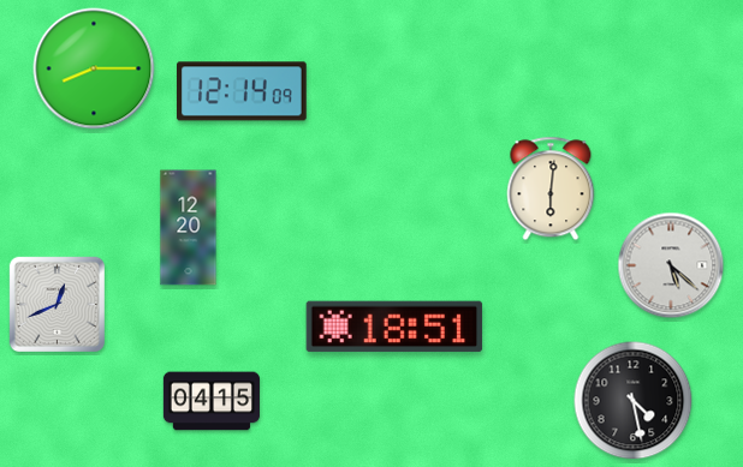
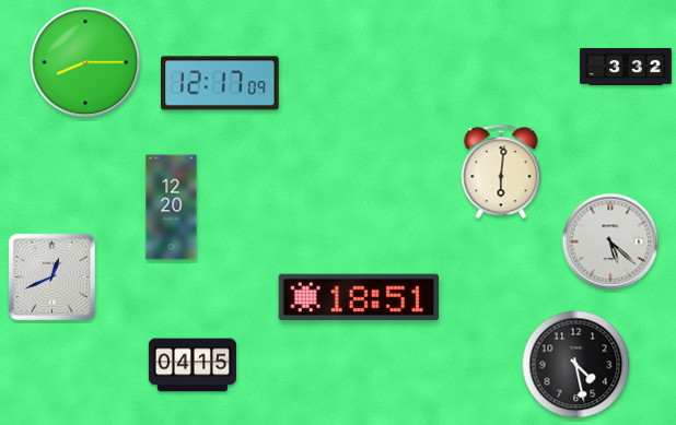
clock at (626, 67): none -> 3:32
clock at (243, 91): 12:14 -> 12:17
